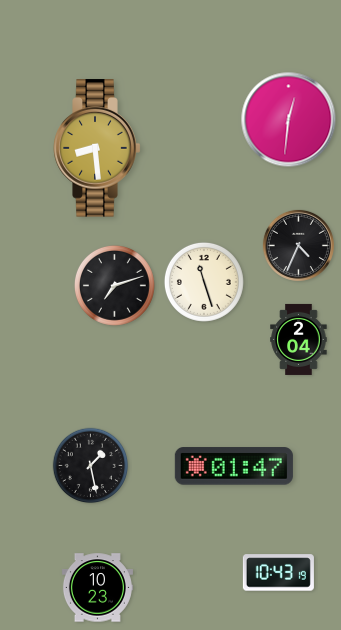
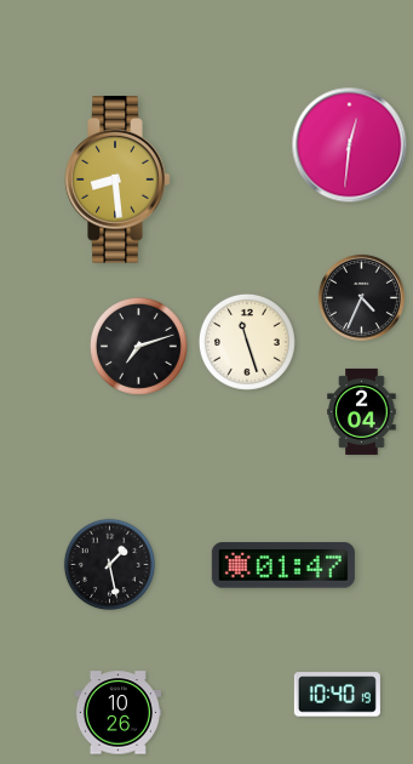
clock at (278, 573): 10:43 -> 10:40
clock at (97, 588): 10:23 -> 10:26
